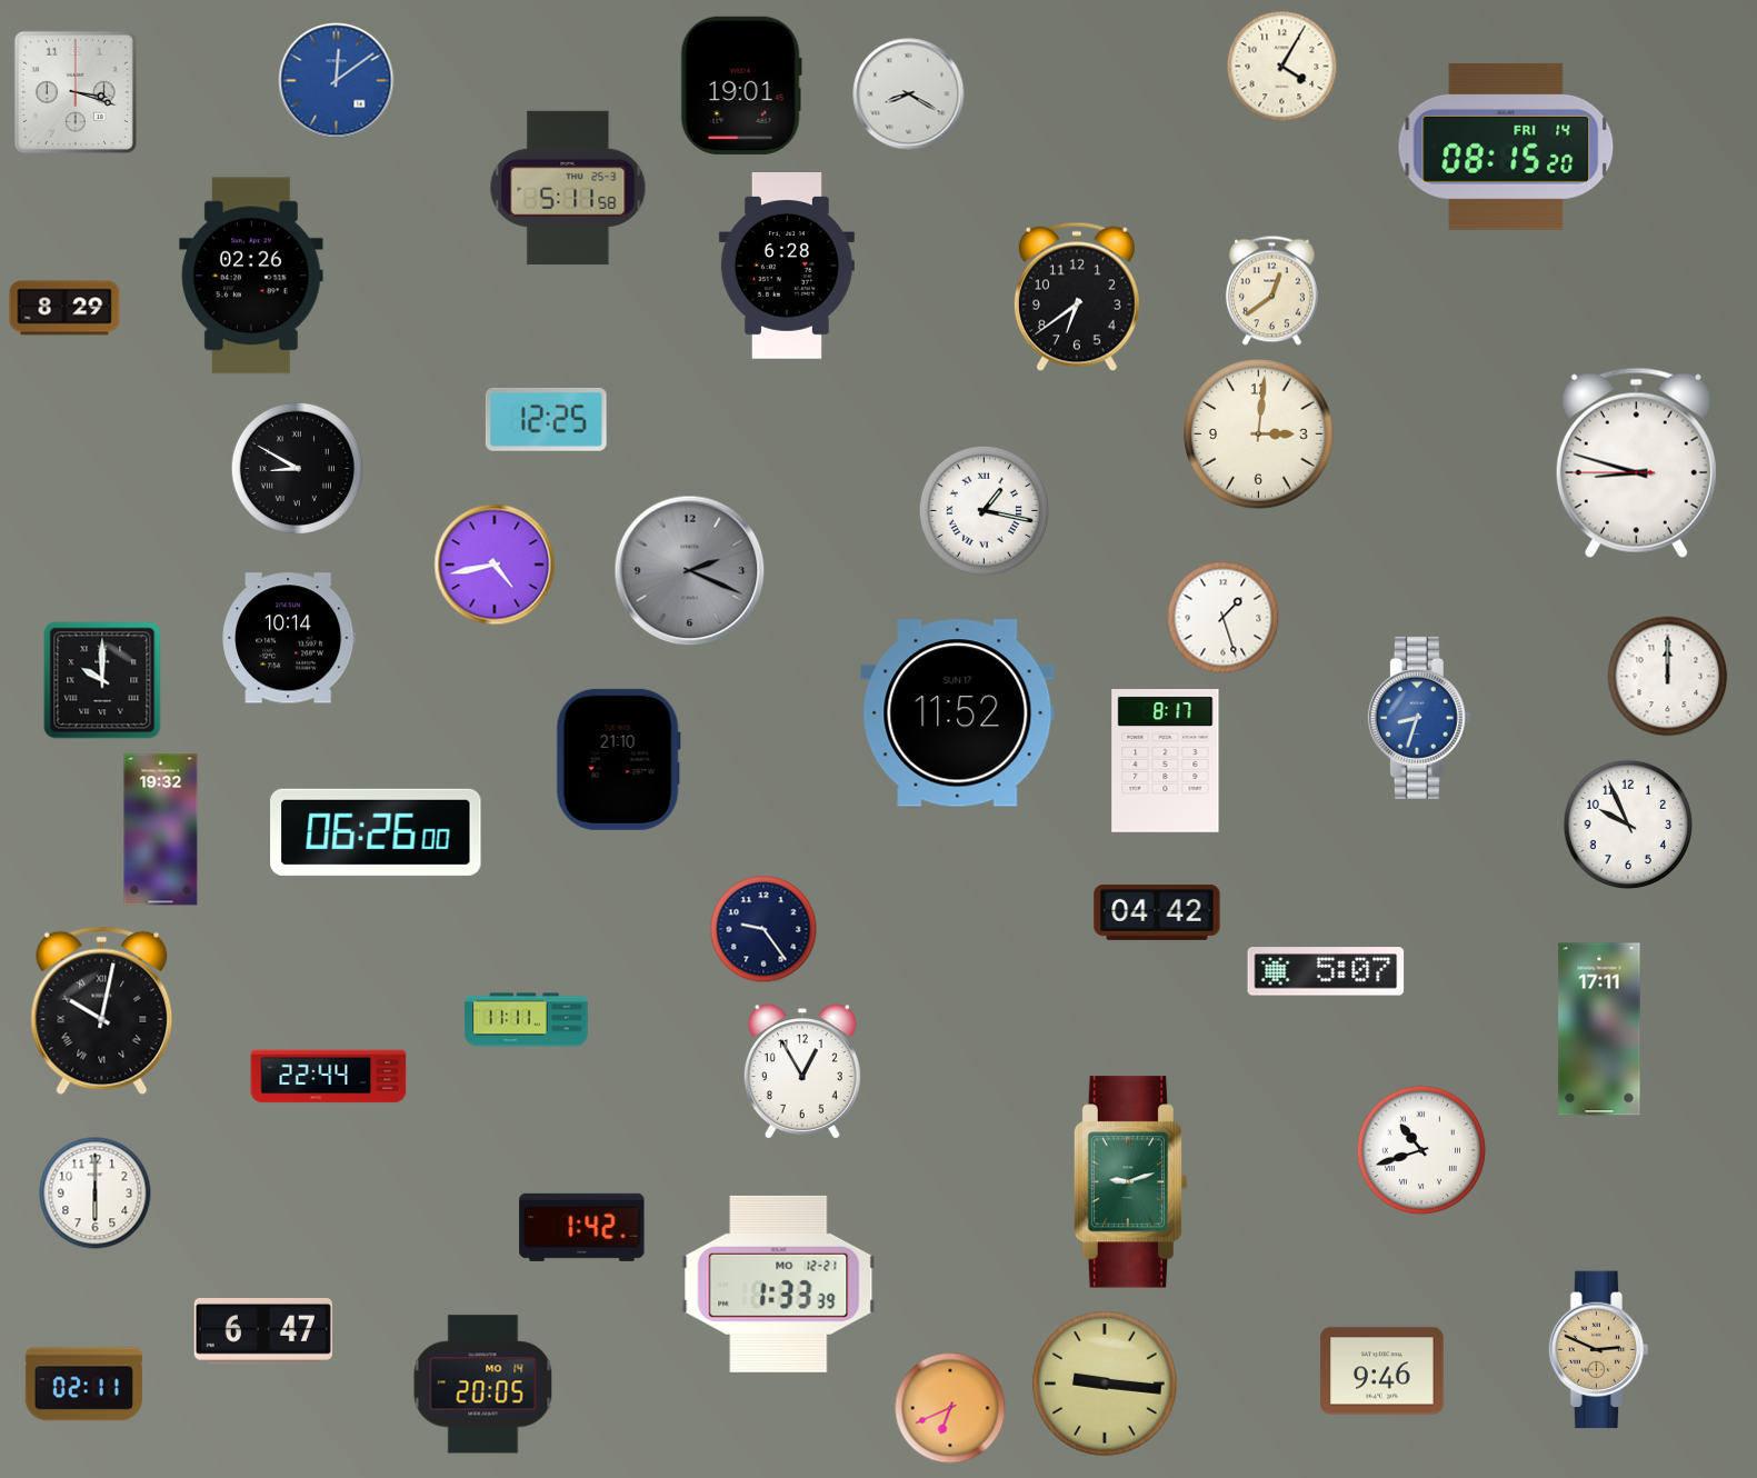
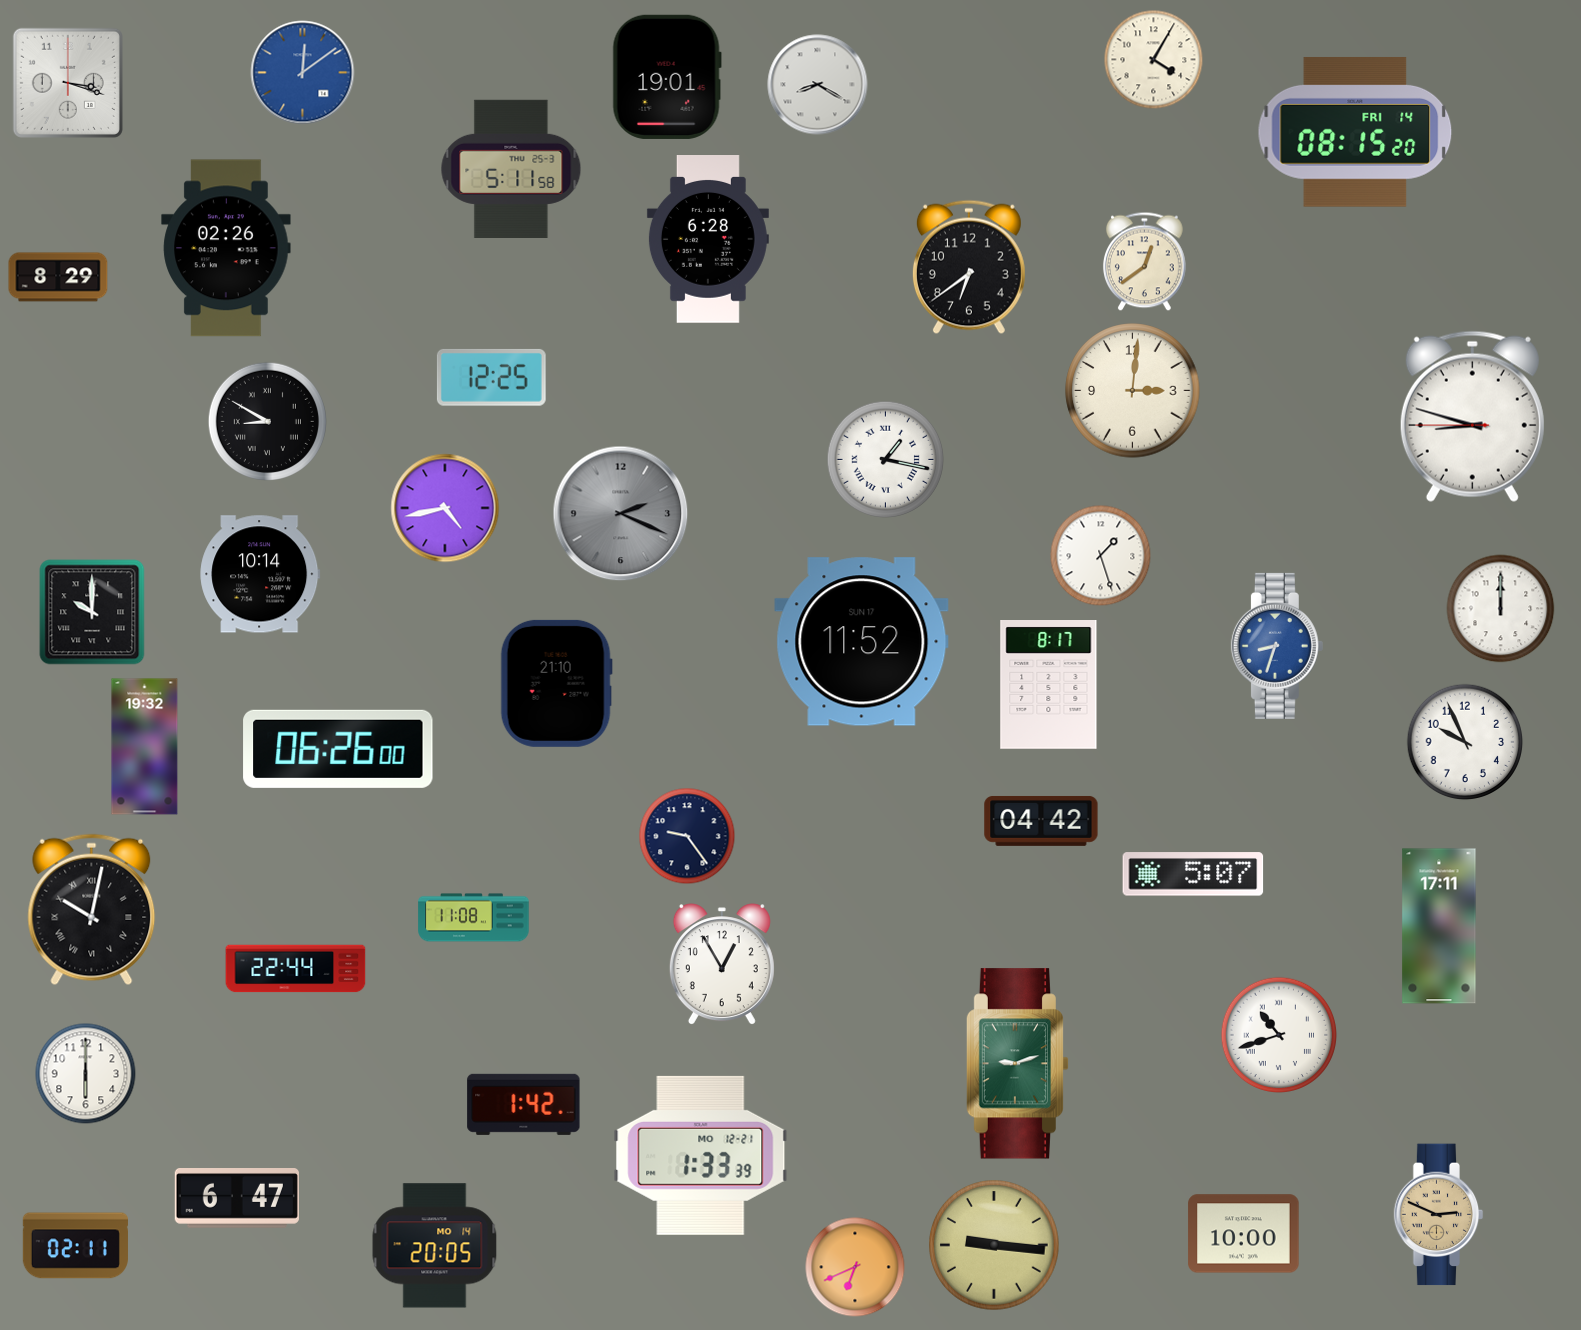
clock at (527, 1020): 11:11 -> 11:08
clock at (1382, 1371): 9:46 -> 10:00
